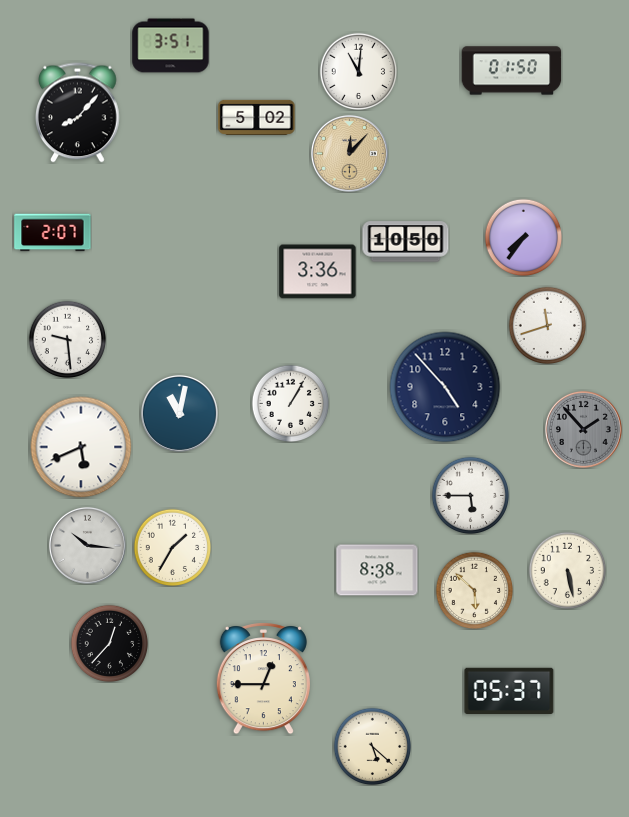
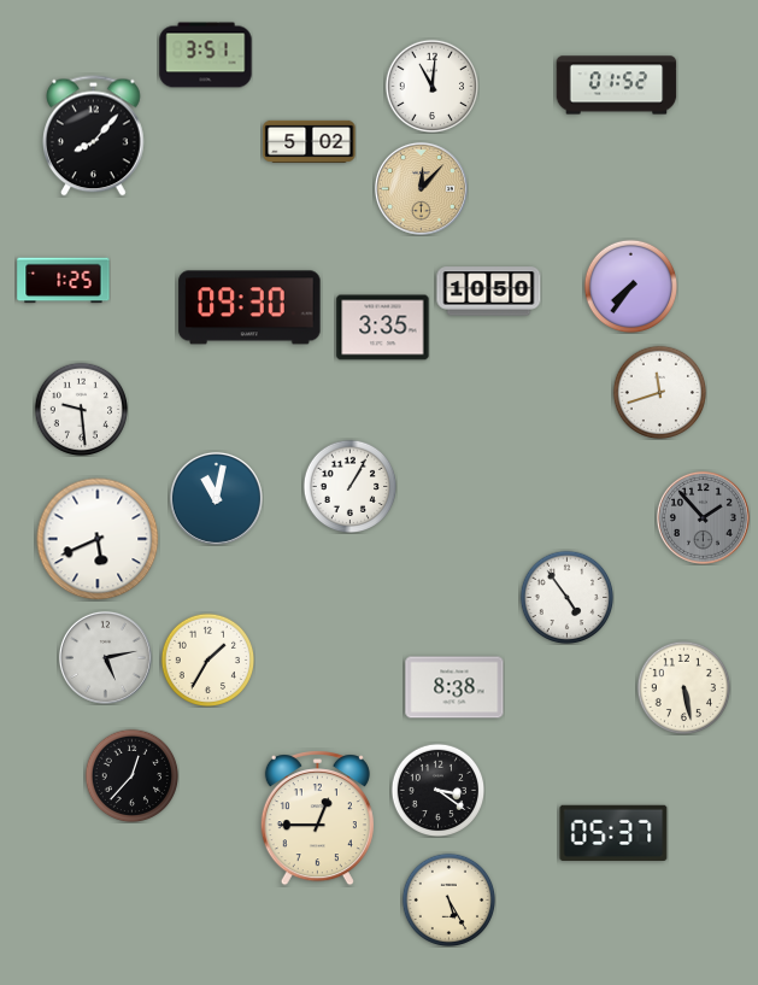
clock at (512, 71): 01:50 -> 01:52
clock at (349, 153) position: (349, 153) -> (421, 188)
clock at (53, 233): 2:07 -> 1:25
clock at (249, 307): none -> 09:30
clock at (318, 272): 3:36 -> 3:35
clock at (445, 387): 4:53 -> none
clock at (470, 495): 5:45 -> 4:54
clock at (87, 545): 10:16 -> 5:13
clock at (474, 590): 5:52 -> none
clock at (437, 790): none -> 3:21
clock at (372, 746): 5:22 -> 5:25
